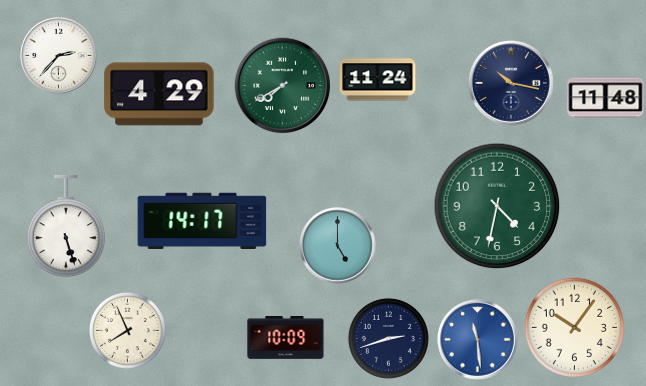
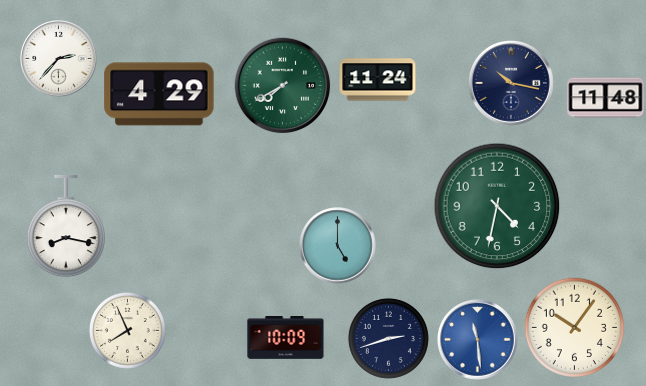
clock at (59, 56) position: (59, 56) -> (59, 59)
clock at (202, 220): 14:17 -> none
clock at (66, 226): 5:27 -> 8:17
